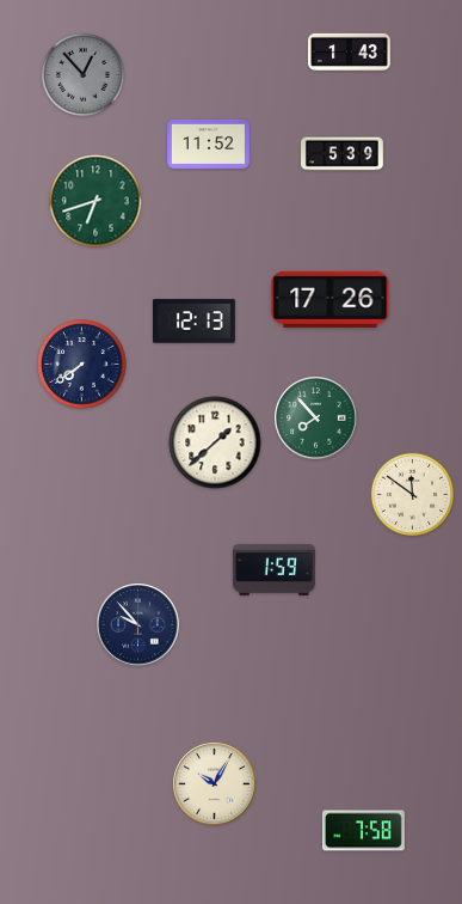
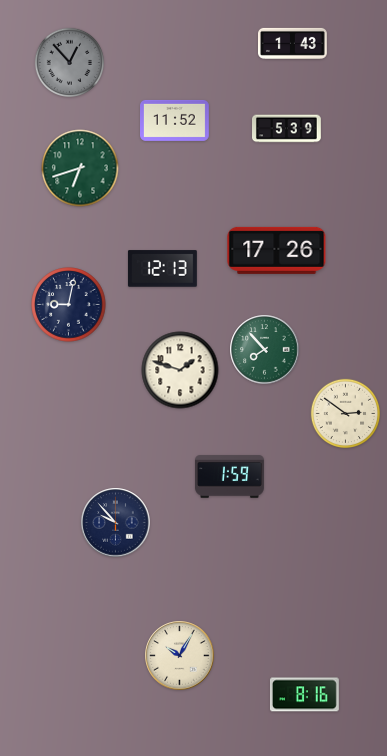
clock at (82, 365): 7:39 -> 9:02
clock at (215, 442): 1:38 -> 1:48
clock at (412, 494): 11:51 -> 2:51
clock at (363, 831): 7:58 -> 8:16
